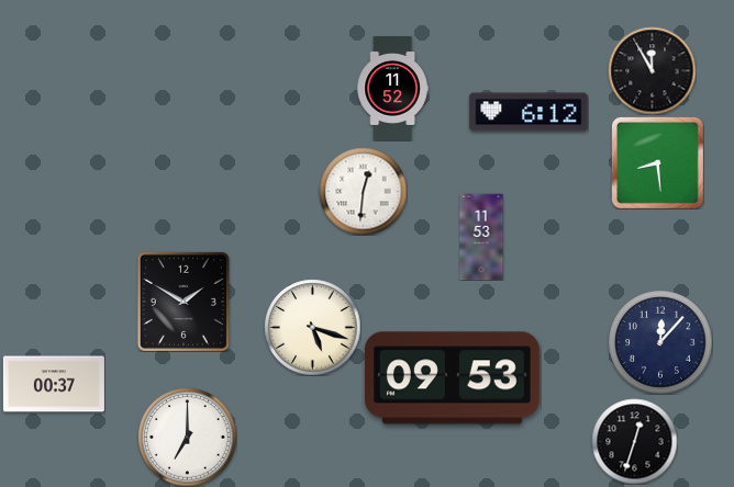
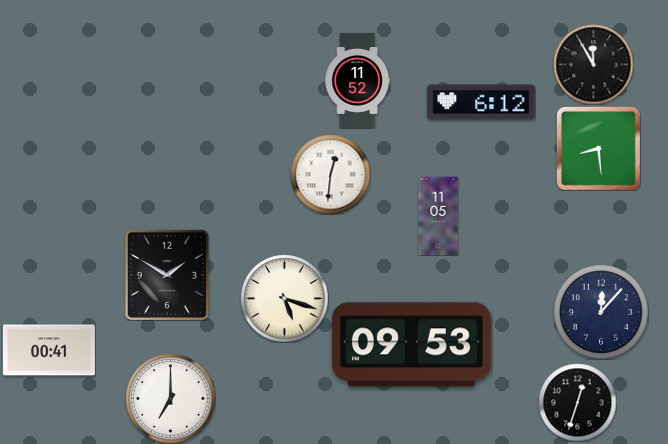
clock at (481, 237): 11:53 -> 11:05
clock at (54, 384): 00:37 -> 00:41
